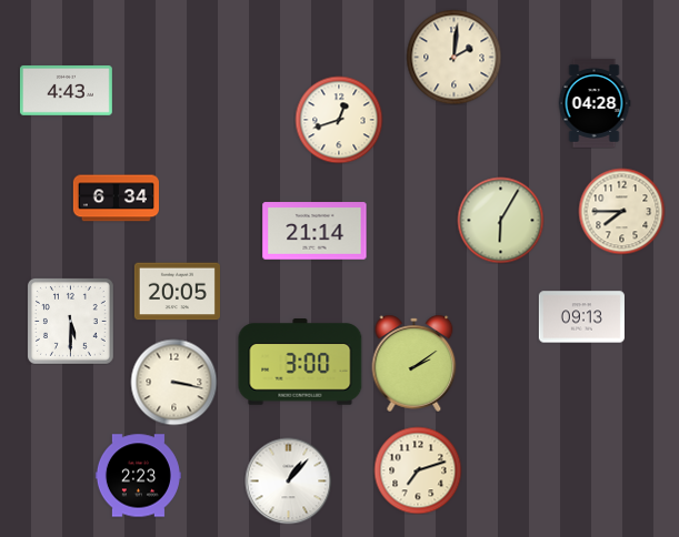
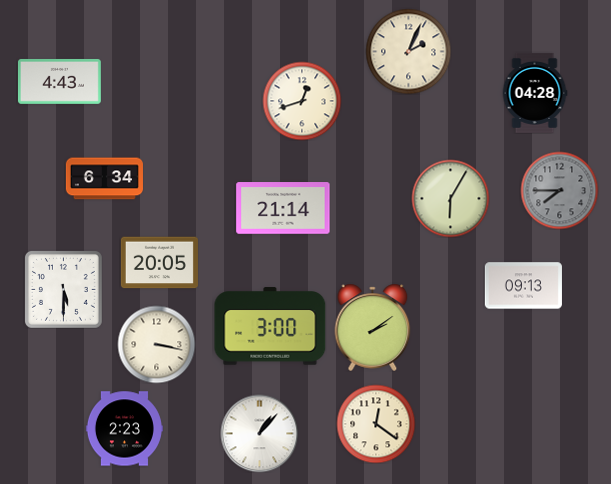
clock at (453, 57): 2:01 -> 2:04
clock at (339, 120) position: (339, 120) -> (302, 101)
clock at (621, 211) dial: cream -> grey
clock at (418, 470): 7:12 -> 12:21
